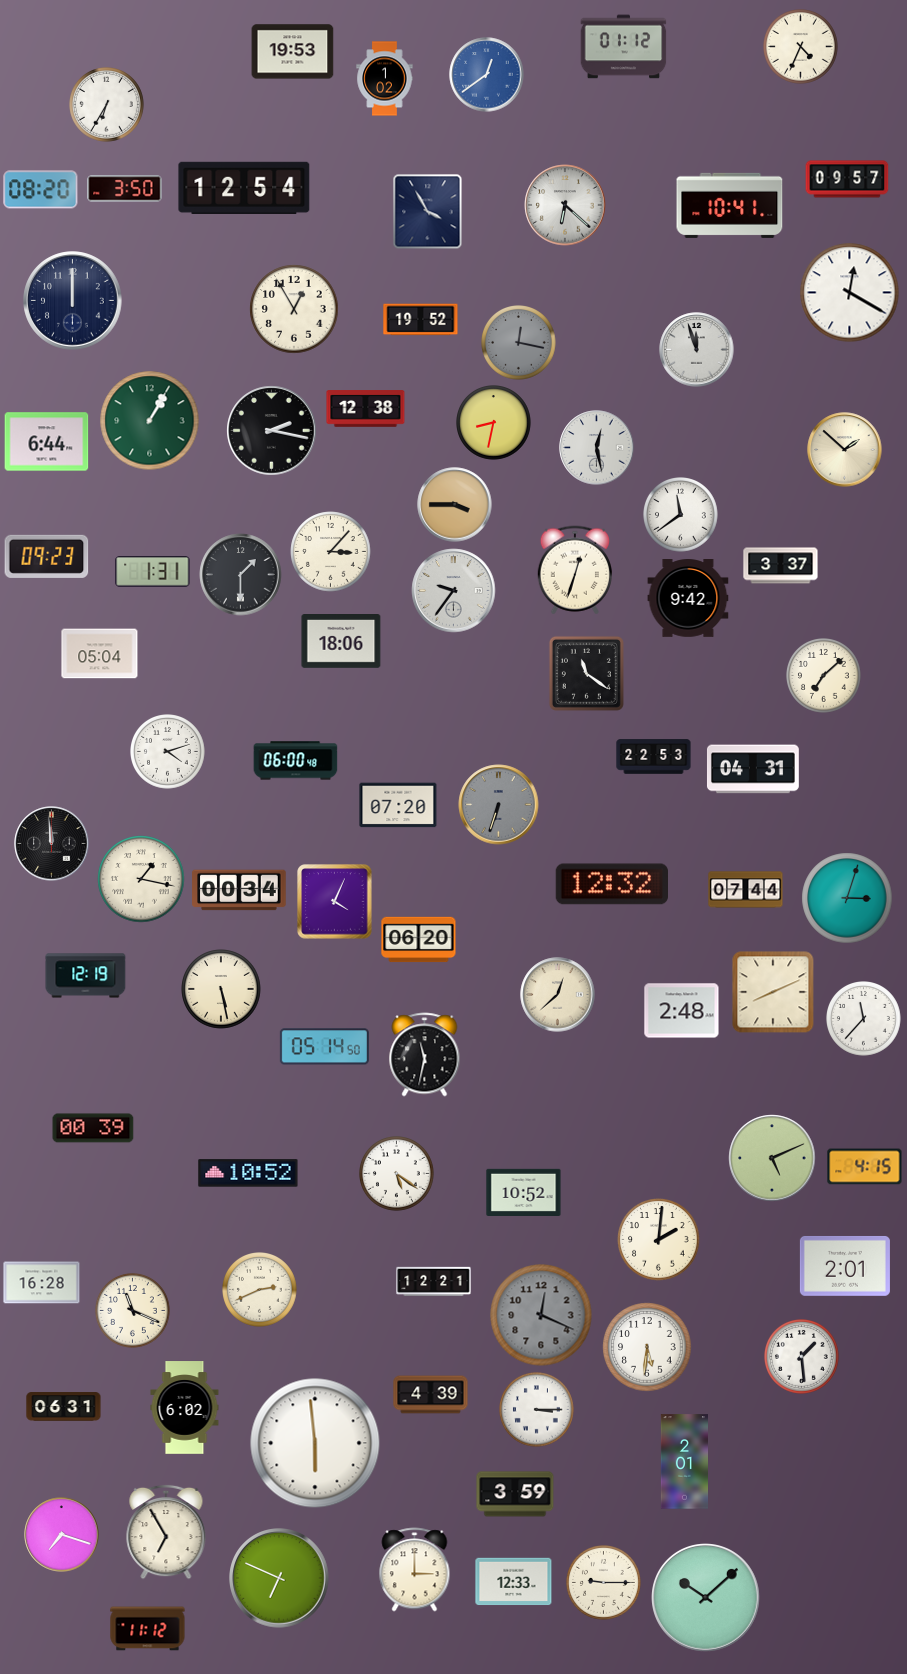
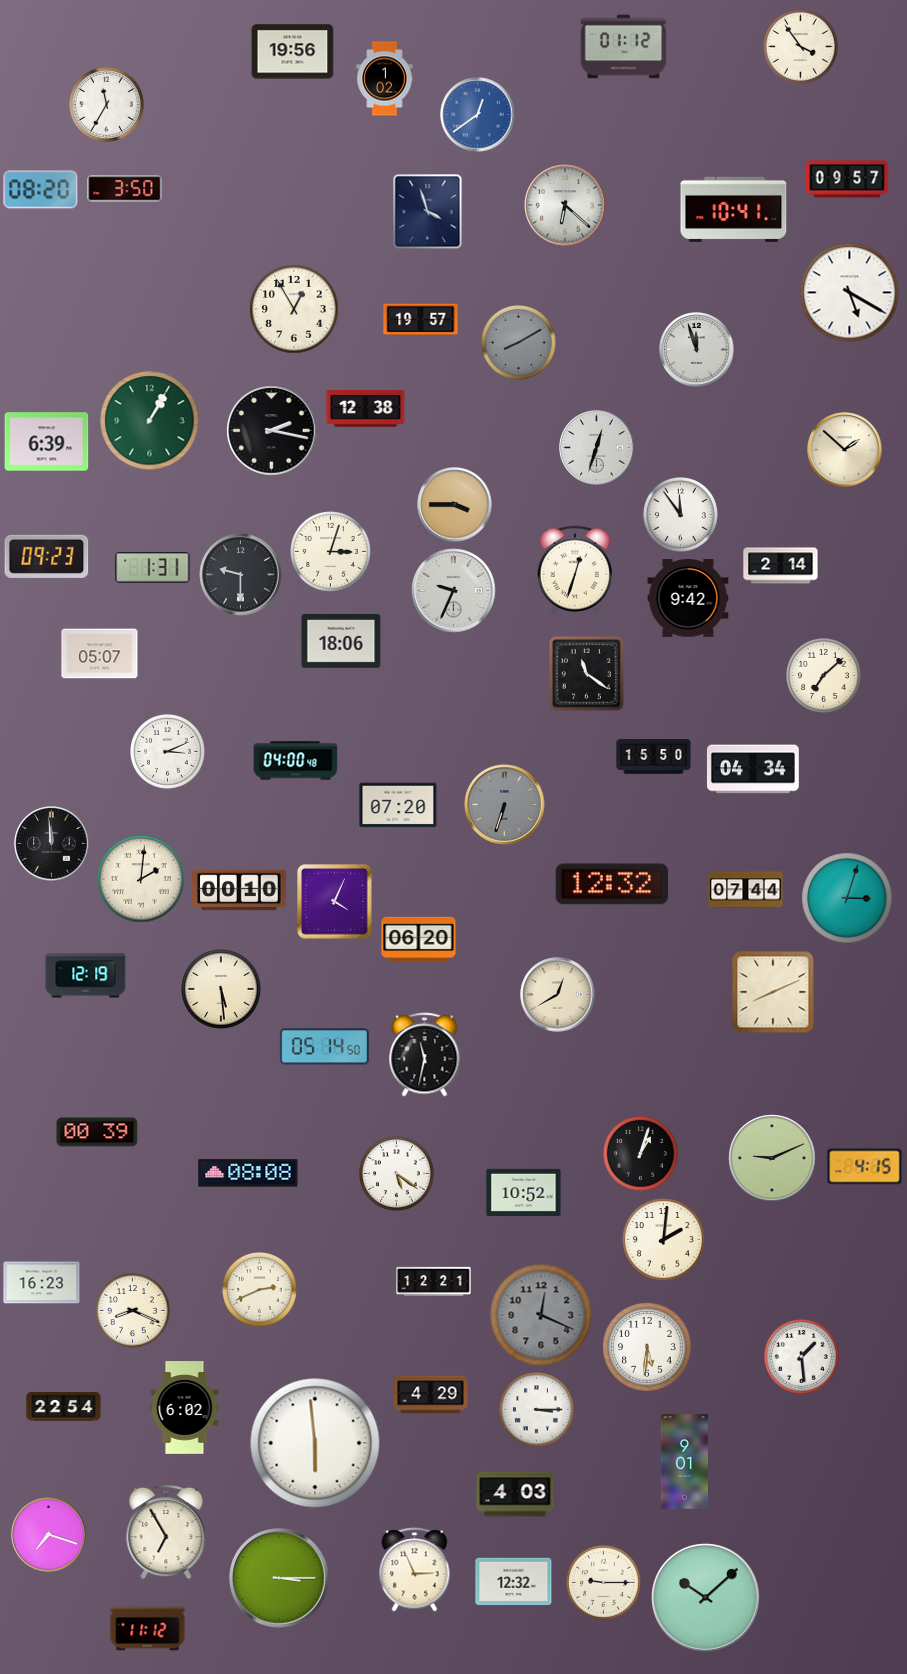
clock at (801, 47): 4:34 -> 3:54
clock at (293, 52): 19:53 -> 19:56
clock at (487, 75) position: (487, 75) -> (478, 115)
clock at (107, 105): 6:35 -> 11:35
clock at (244, 188): 12:54 -> none
clock at (730, 205) position: (730, 205) -> (734, 209)
clock at (428, 212): 3:55 -> 3:57
clock at (850, 293): 12:20 -> 5:20
clock at (73, 301): 12:00 -> none
clock at (421, 320): 19:52 -> 19:57
clock at (519, 343): 12:17 -> 8:10
clock at (494, 423): 8:32 -> none
clock at (47, 442): 6:44 -> 6:39
clock at (597, 448): 12:28 -> 12:33
clock at (681, 515): 11:39 -> 11:54
clock at (331, 552): 3:07 -> 3:03
clock at (781, 566): 3:37 -> 2:14
clock at (153, 572) position: (153, 572) -> (153, 568)
clock at (241, 575): 1:30 -> 9:30
clock at (454, 591): 9:36 -> 9:34
clock at (100, 654): 05:04 -> 05:07
clock at (168, 752): 4:12 -> 3:11
clock at (654, 757): 22:53 -> 15:50
clock at (296, 761): 06:00 -> 04:00
clock at (753, 769): 04:31 -> 04:34
clock at (499, 805) position: (499, 805) -> (505, 805)
clock at (141, 879): 1:17 -> 2:01
clock at (239, 890): 00:34 -> 00:10
clock at (221, 989): 5:28 -> 5:29
clock at (558, 995): 12:38 -> 12:40
clock at (682, 1011): 2:48 -> none
clock at (864, 1019): 11:37 -> none
clock at (93, 1128) position: (93, 1128) -> (97, 1132)
clock at (641, 1154): none -> 1:03
clock at (772, 1158): 5:11 -> 9:11
clock at (248, 1173): 10:52 -> 08:08
clock at (659, 1240) position: (659, 1240) -> (664, 1240)
clock at (845, 1266): 2:01 -> none
clock at (42, 1283): 16:28 -> 16:23
clock at (133, 1311): 11:19 -> 8:19
clock at (431, 1395): 4:39 -> 4:29
clock at (64, 1407): 06:31 -> 22:54
clock at (684, 1462): 2:01 -> 9:01
clock at (515, 1494): 3:59 -> 4:03
clock at (62, 1535) position: (62, 1535) -> (49, 1535)
clock at (415, 1570): 3:00 -> 2:56
clock at (279, 1578): 6:49 -> 3:15
clock at (514, 1582): 12:33 -> 12:32
